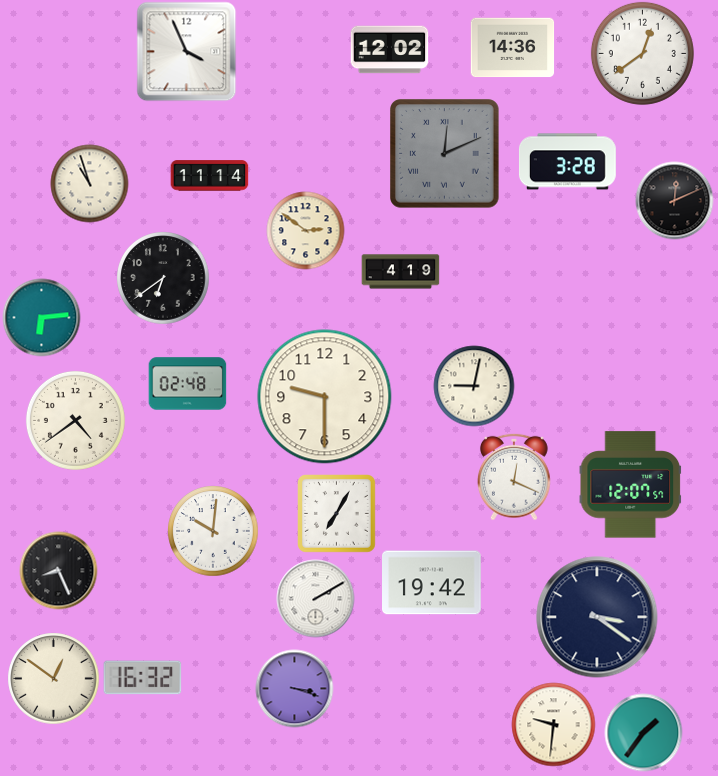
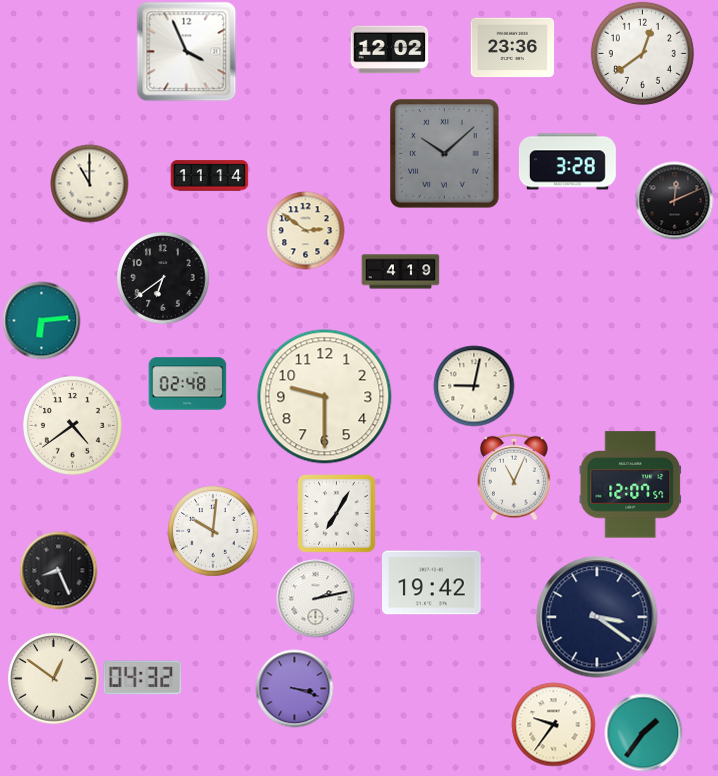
clock at (512, 48): 14:36 -> 23:36
clock at (445, 154): 12:11 -> 10:08
clock at (89, 183): 10:57 -> 11:00
clock at (41, 317) position: (41, 317) -> (41, 320)
clock at (75, 420) position: (75, 420) -> (72, 425)
clock at (514, 477): 12:19 -> 11:04
clock at (315, 598): 2:10 -> 2:13
clock at (142, 678): 16:32 -> 04:32
clock at (553, 724): 9:31 -> 9:36
